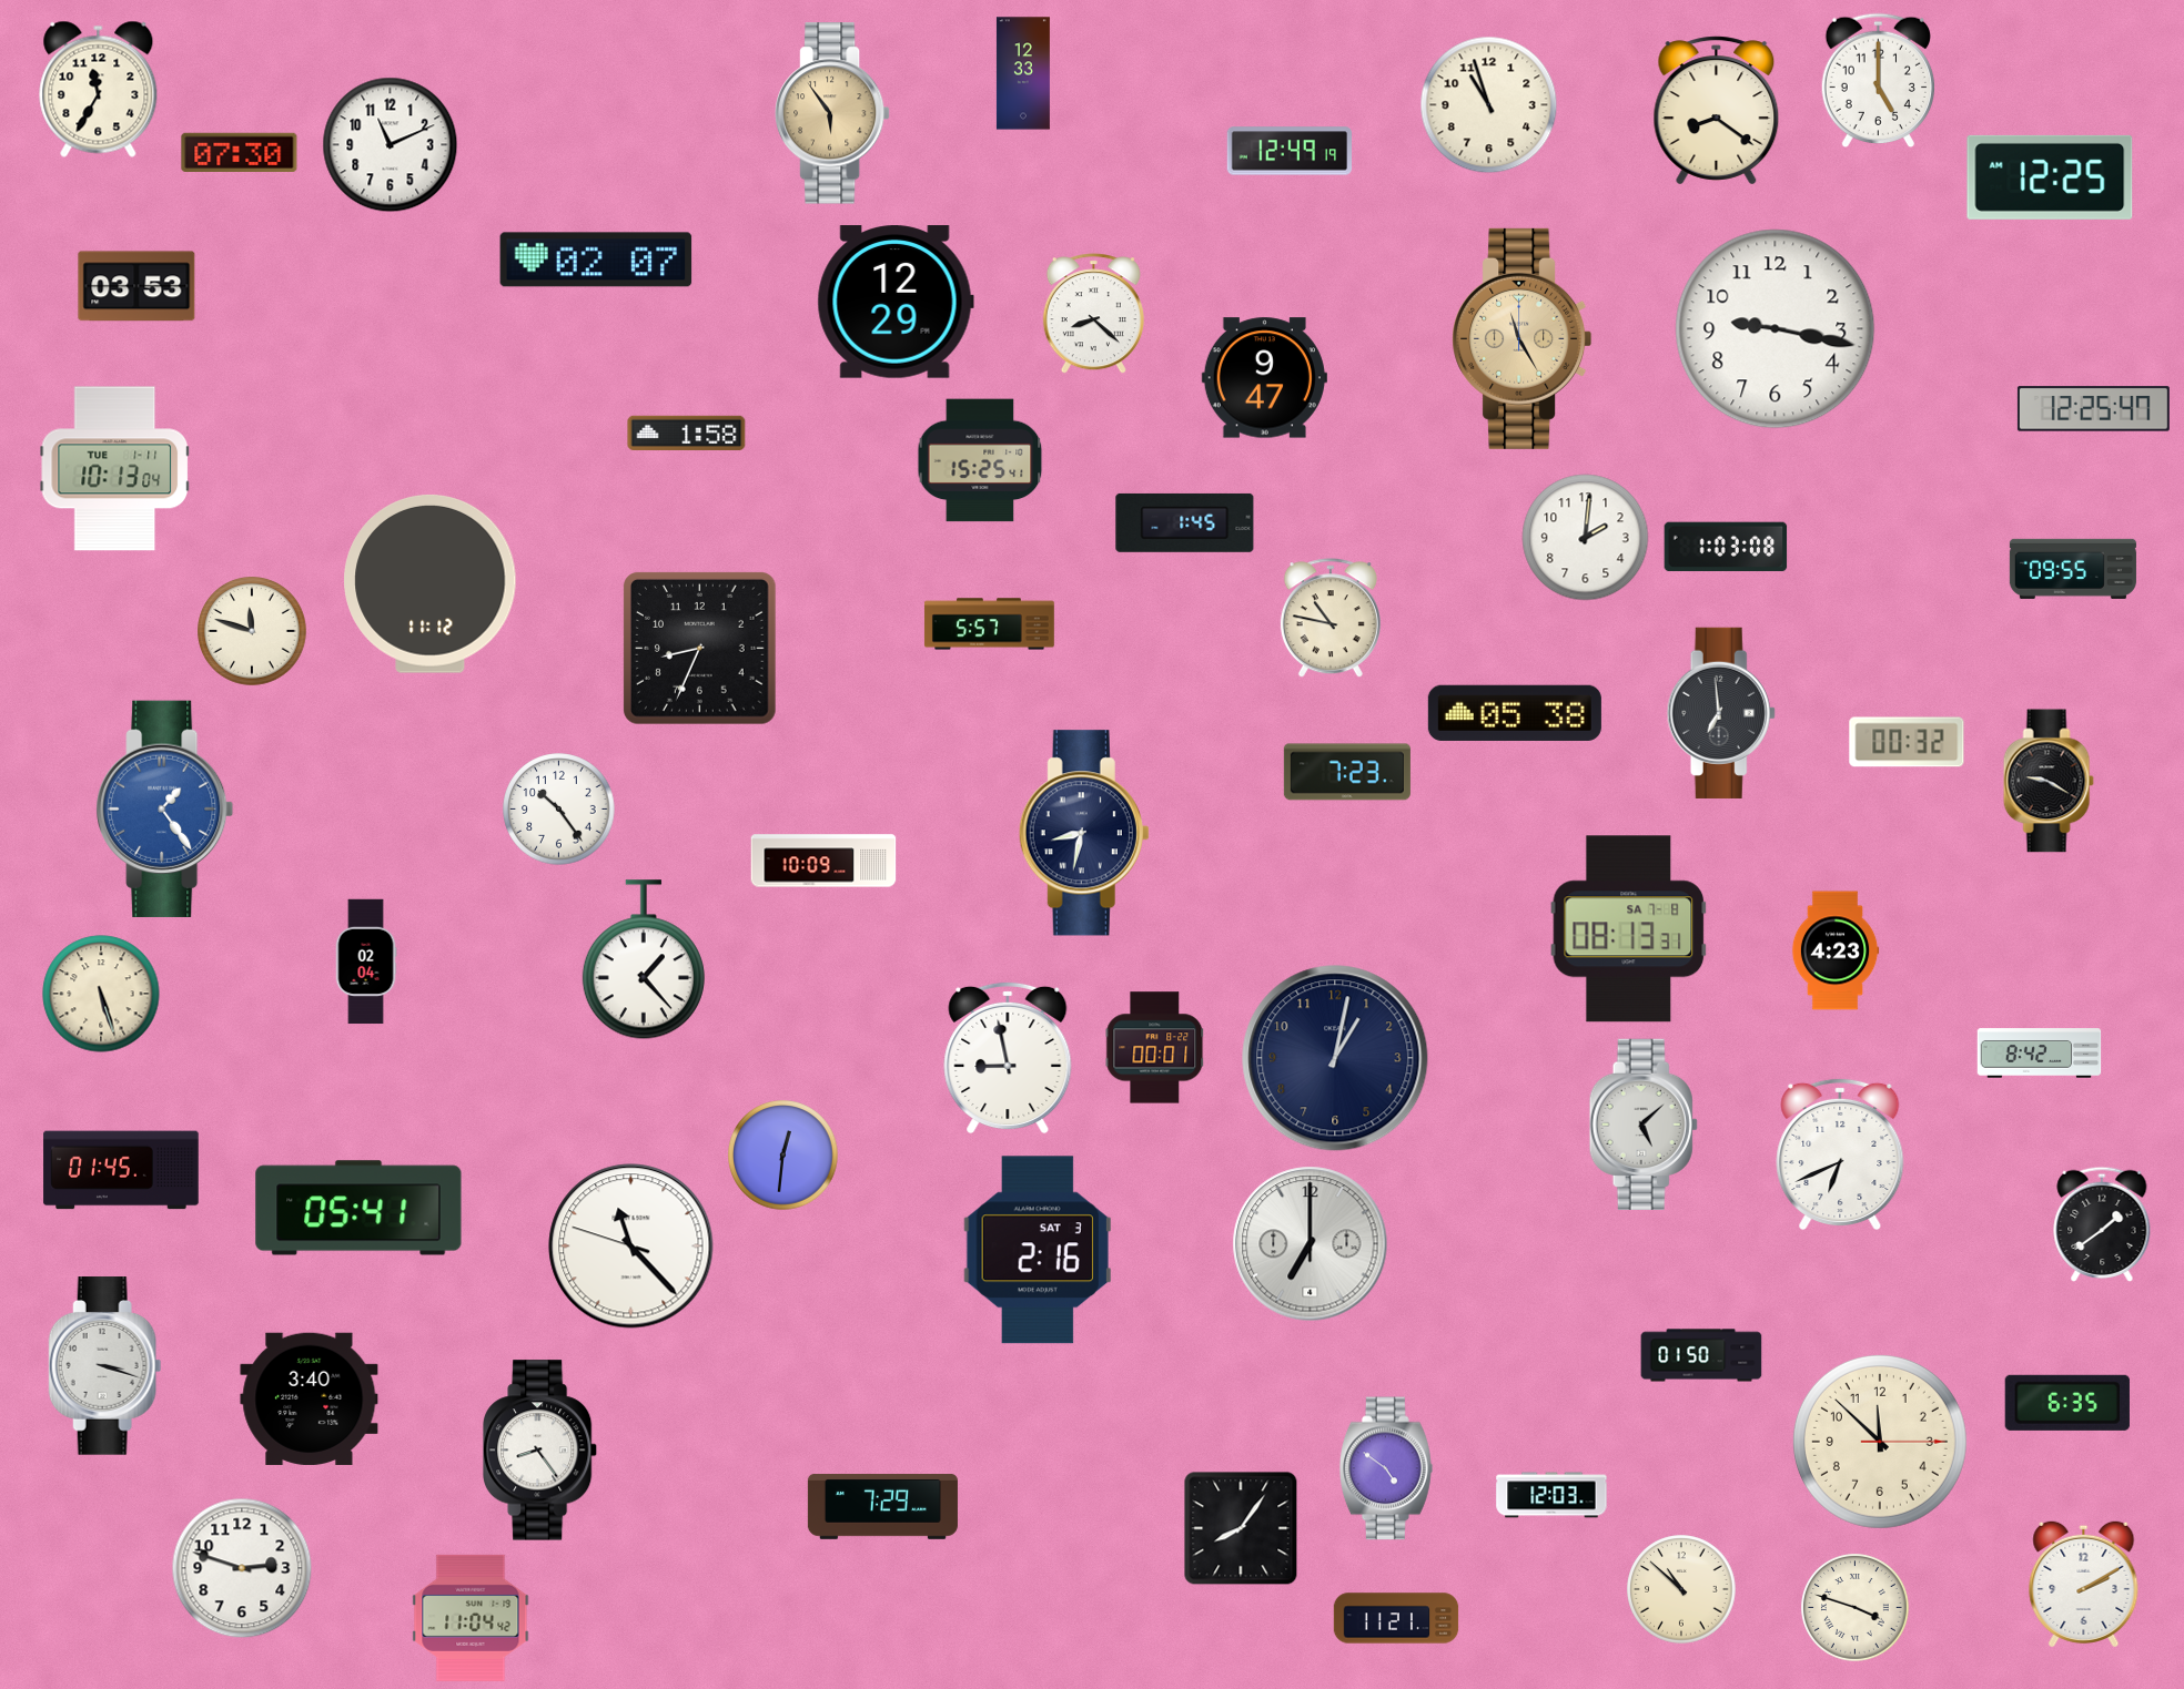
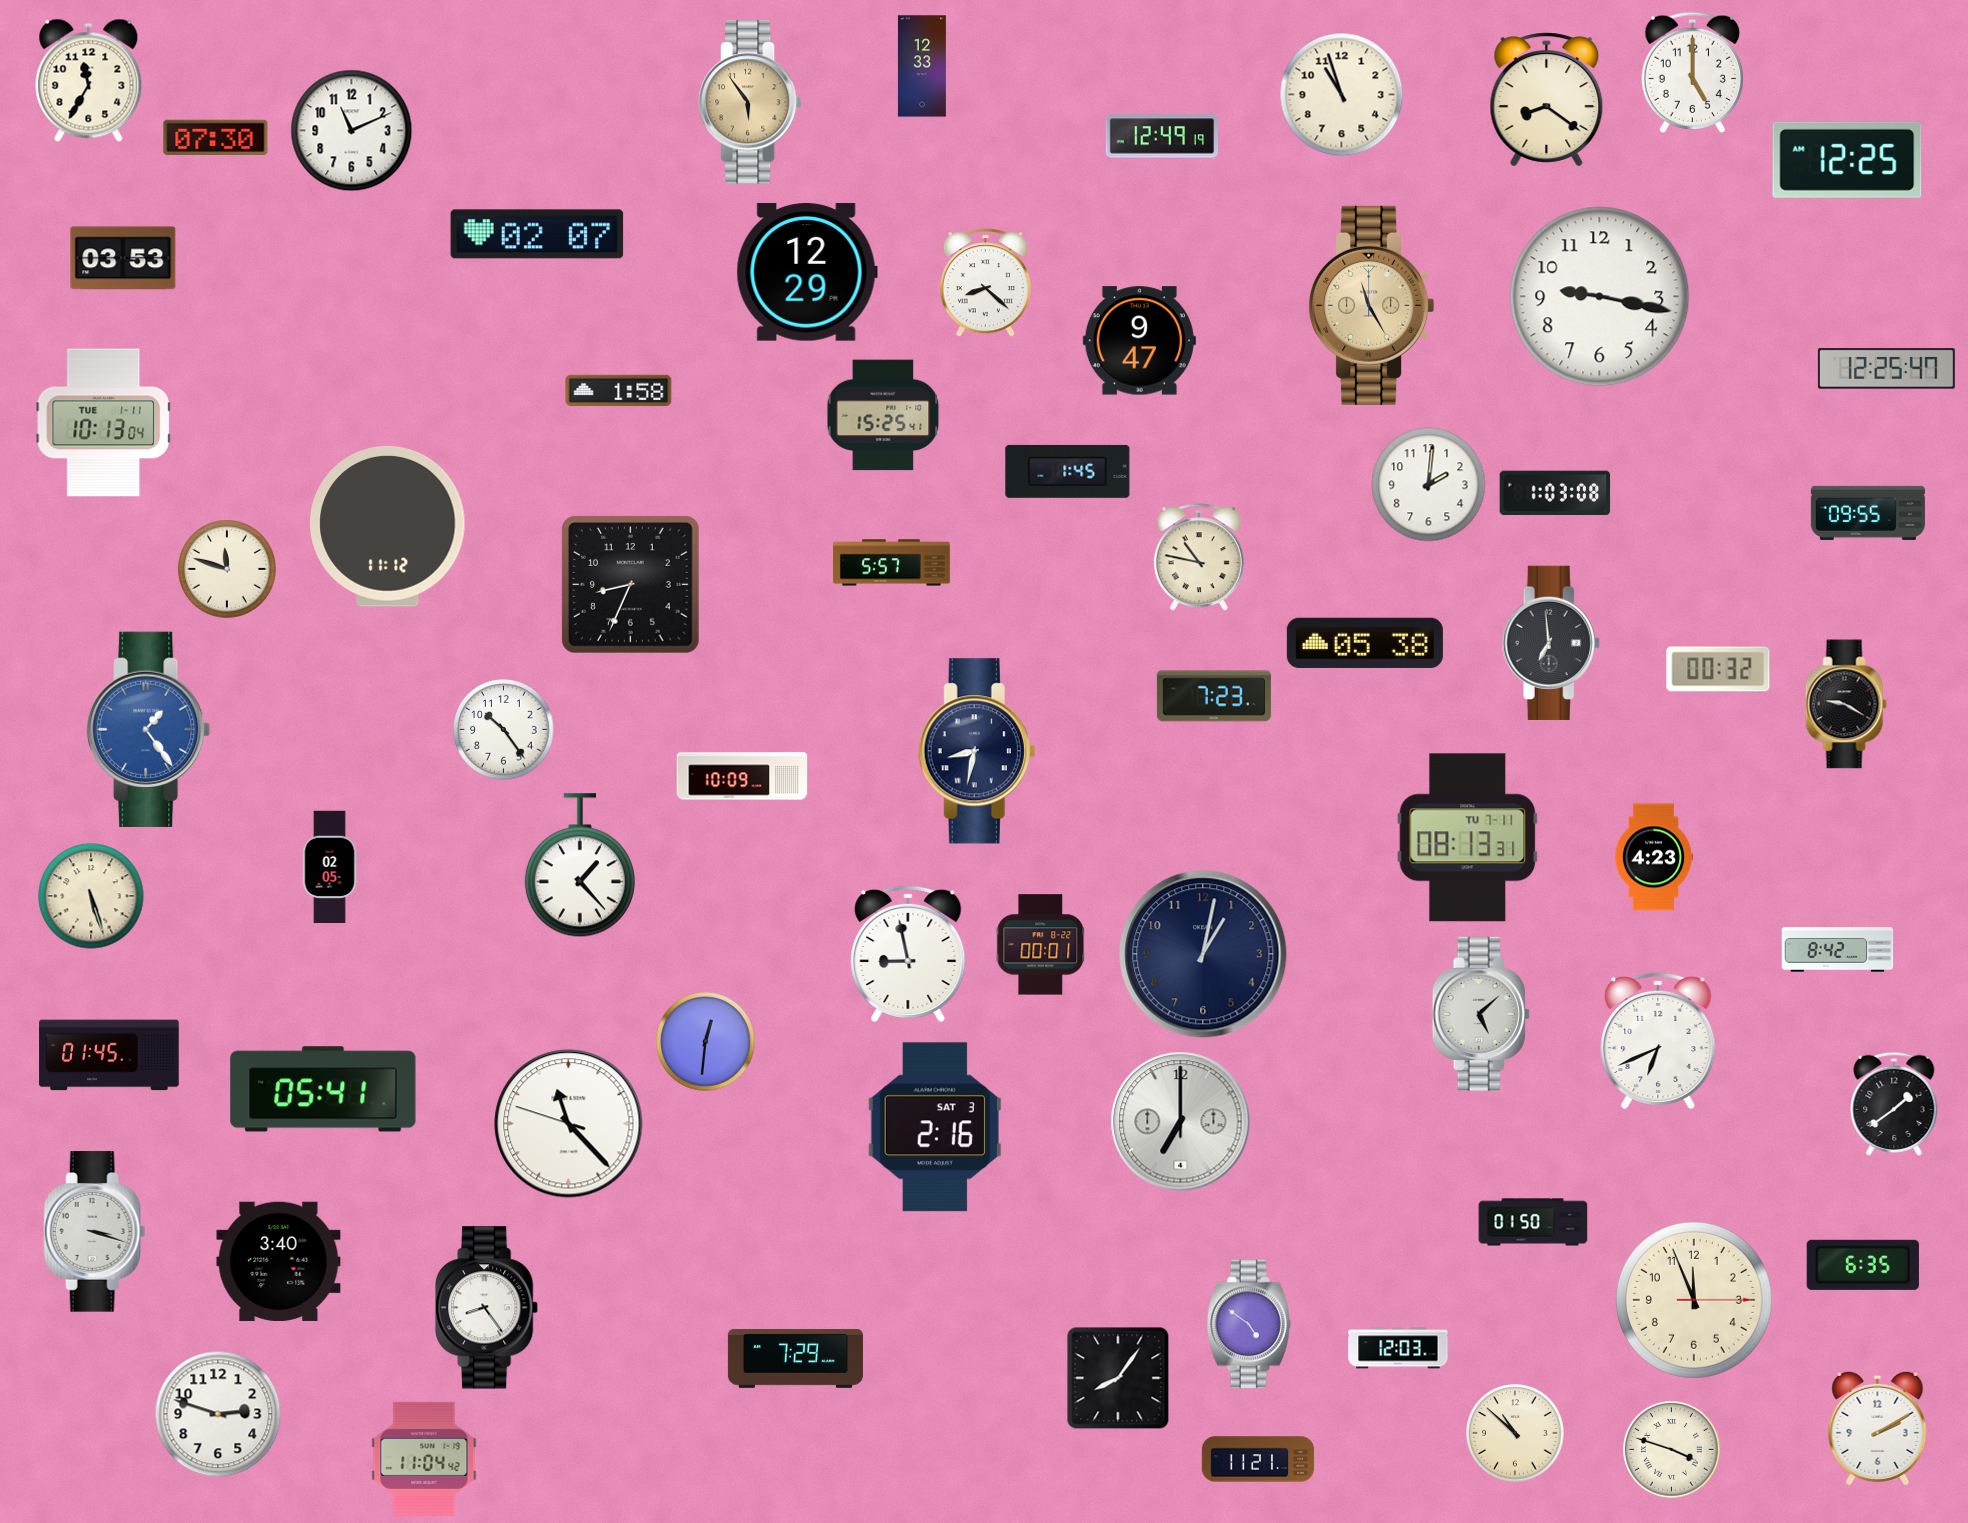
clock at (1629, 929) date: SA 7-8 -> TU 7-11
clock at (366, 961): 02:04 -> 02:05
clock at (1880, 1442): 11:52 -> 11:56
